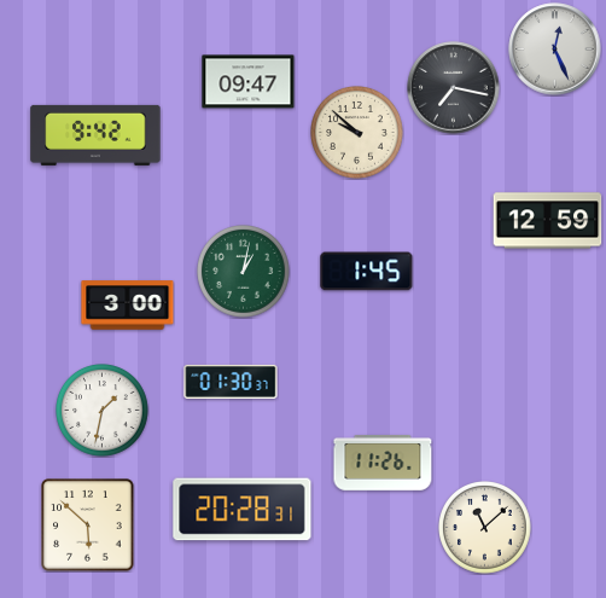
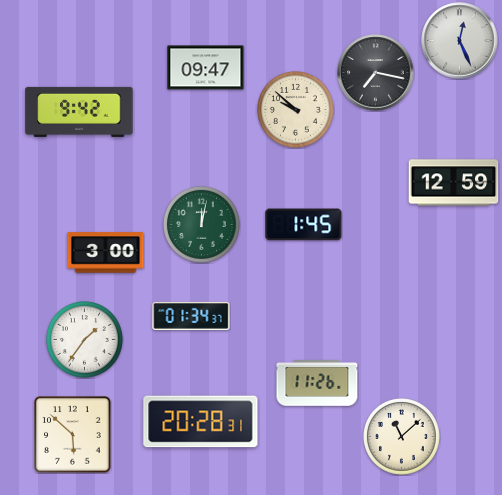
clock at (244, 272): 1:02 -> 12:02
clock at (231, 382): 01:30 -> 01:34
clock at (103, 411): 1:32 -> 1:36
